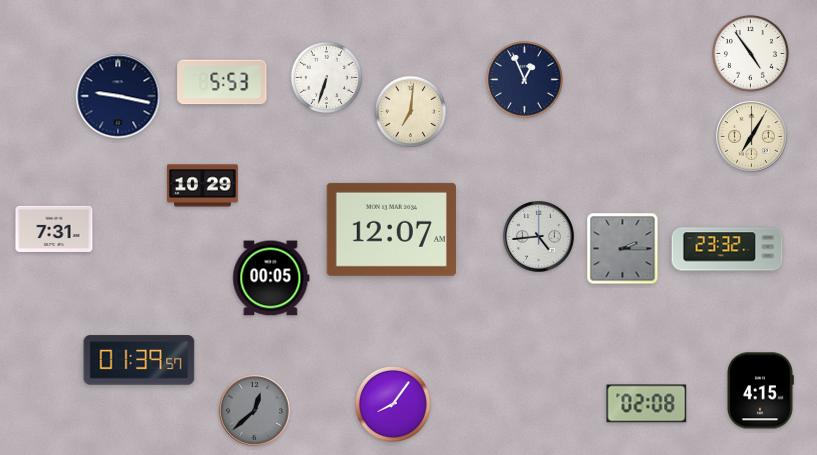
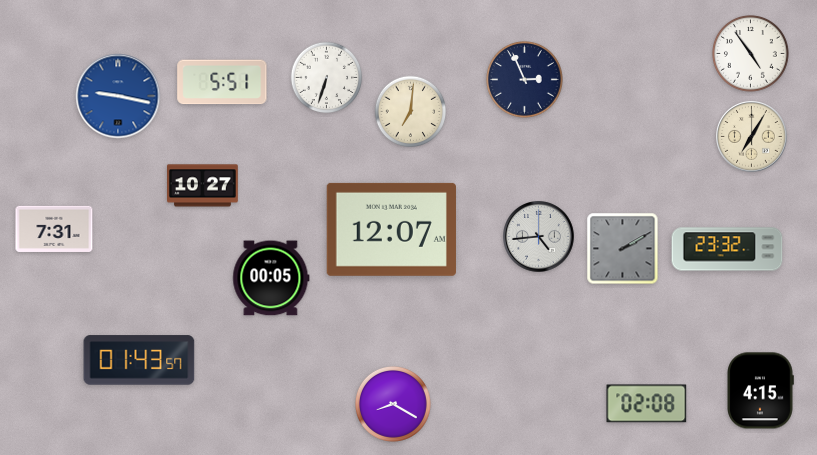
clock at (525, 80): 12:56 -> 2:56
clock at (222, 82): 5:53 -> 5:51
clock at (118, 96) dial: navy -> blue
clock at (203, 186): 10:29 -> 10:27
clock at (623, 249): 2:15 -> 2:10
clock at (139, 360): 01:39 -> 01:43
clock at (393, 404): 8:06 -> 8:20
clock at (255, 411): 12:38 -> none
